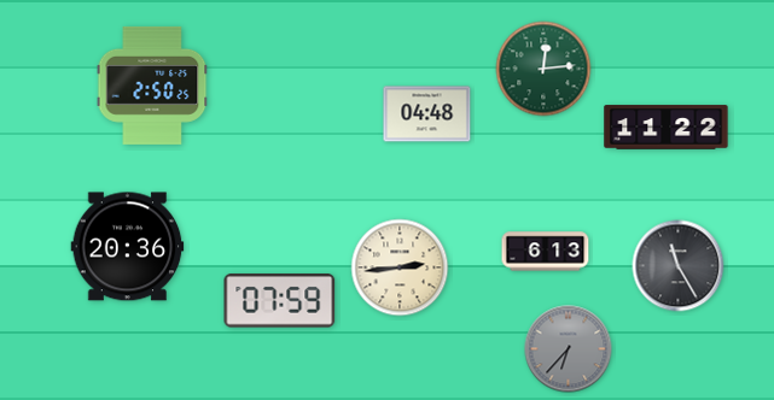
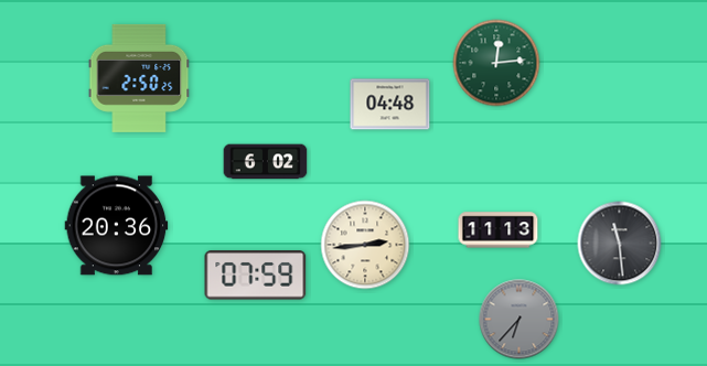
clock at (667, 128): 11:22 -> none
clock at (266, 162): none -> 6:02
clock at (546, 252): 6:13 -> 11:13
clock at (679, 266): 11:25 -> 11:29
